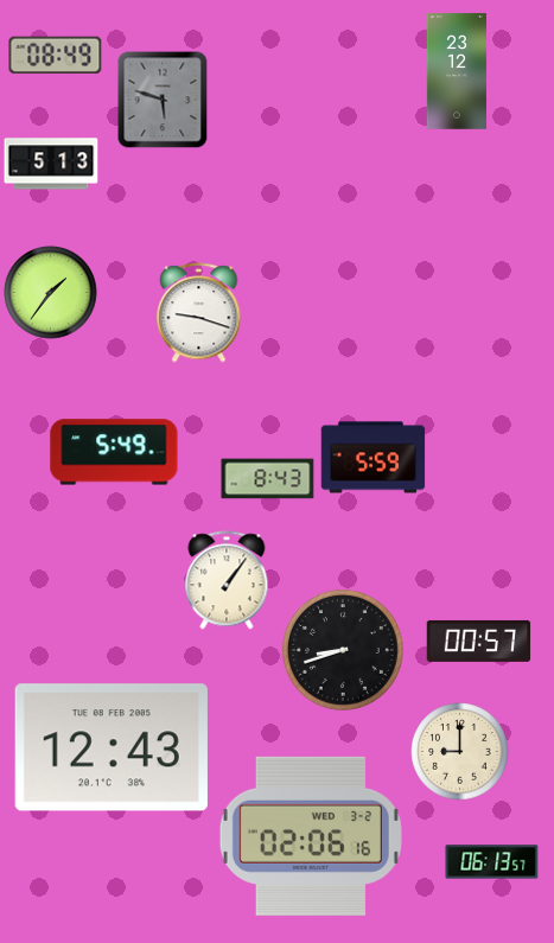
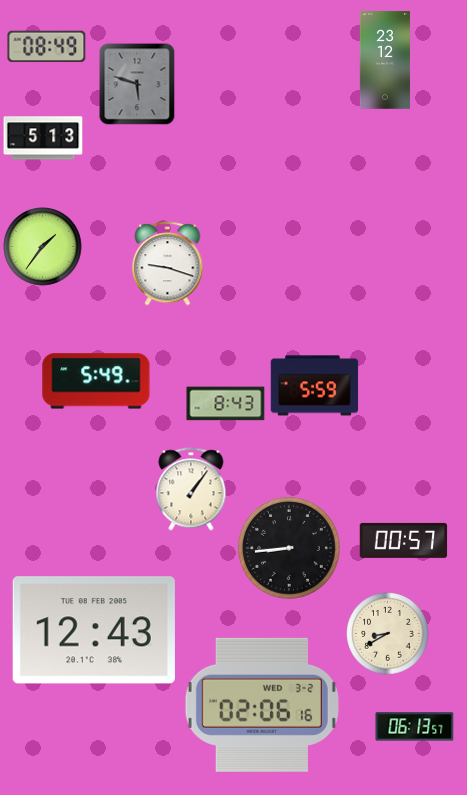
clock at (343, 650): 8:42 -> 8:44
clock at (460, 752): 9:00 -> 8:40
